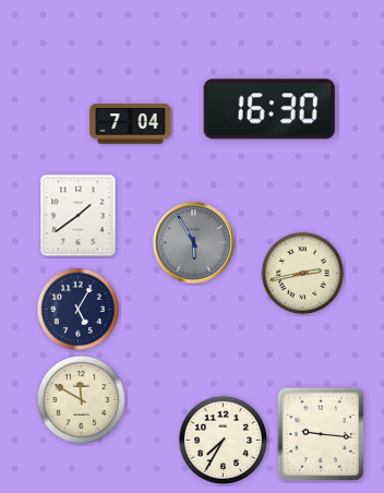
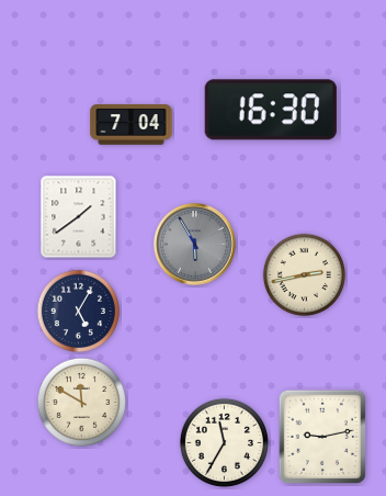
clock at (321, 434): 9:16 -> 9:13
clock at (223, 440): 7:35 -> 11:35
